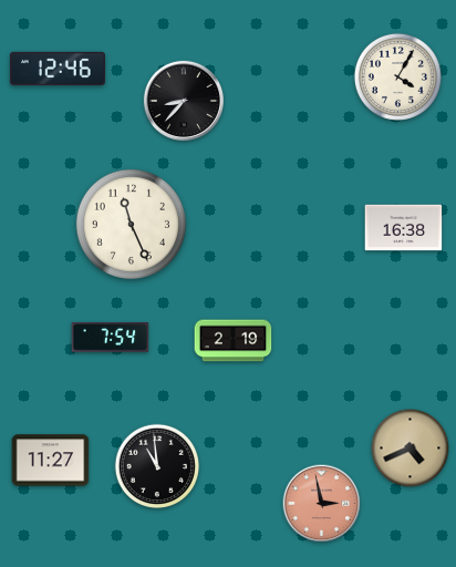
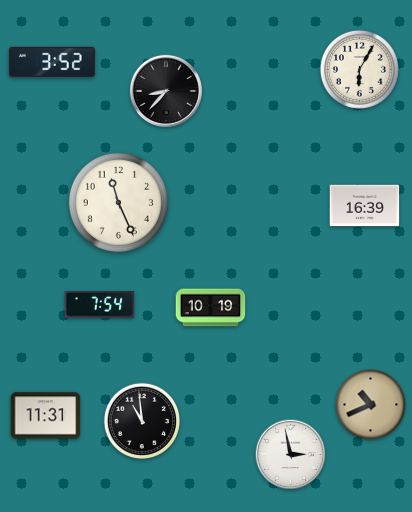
clock at (58, 69): 12:46 -> 3:52
clock at (397, 76): 4:05 -> 6:05
clock at (404, 228): 16:38 -> 16:39
clock at (234, 341): 2:19 -> 10:19
clock at (411, 449): 4:41 -> 10:41
clock at (51, 461): 11:27 -> 11:31
clock at (322, 504) dial: salmon -> white
